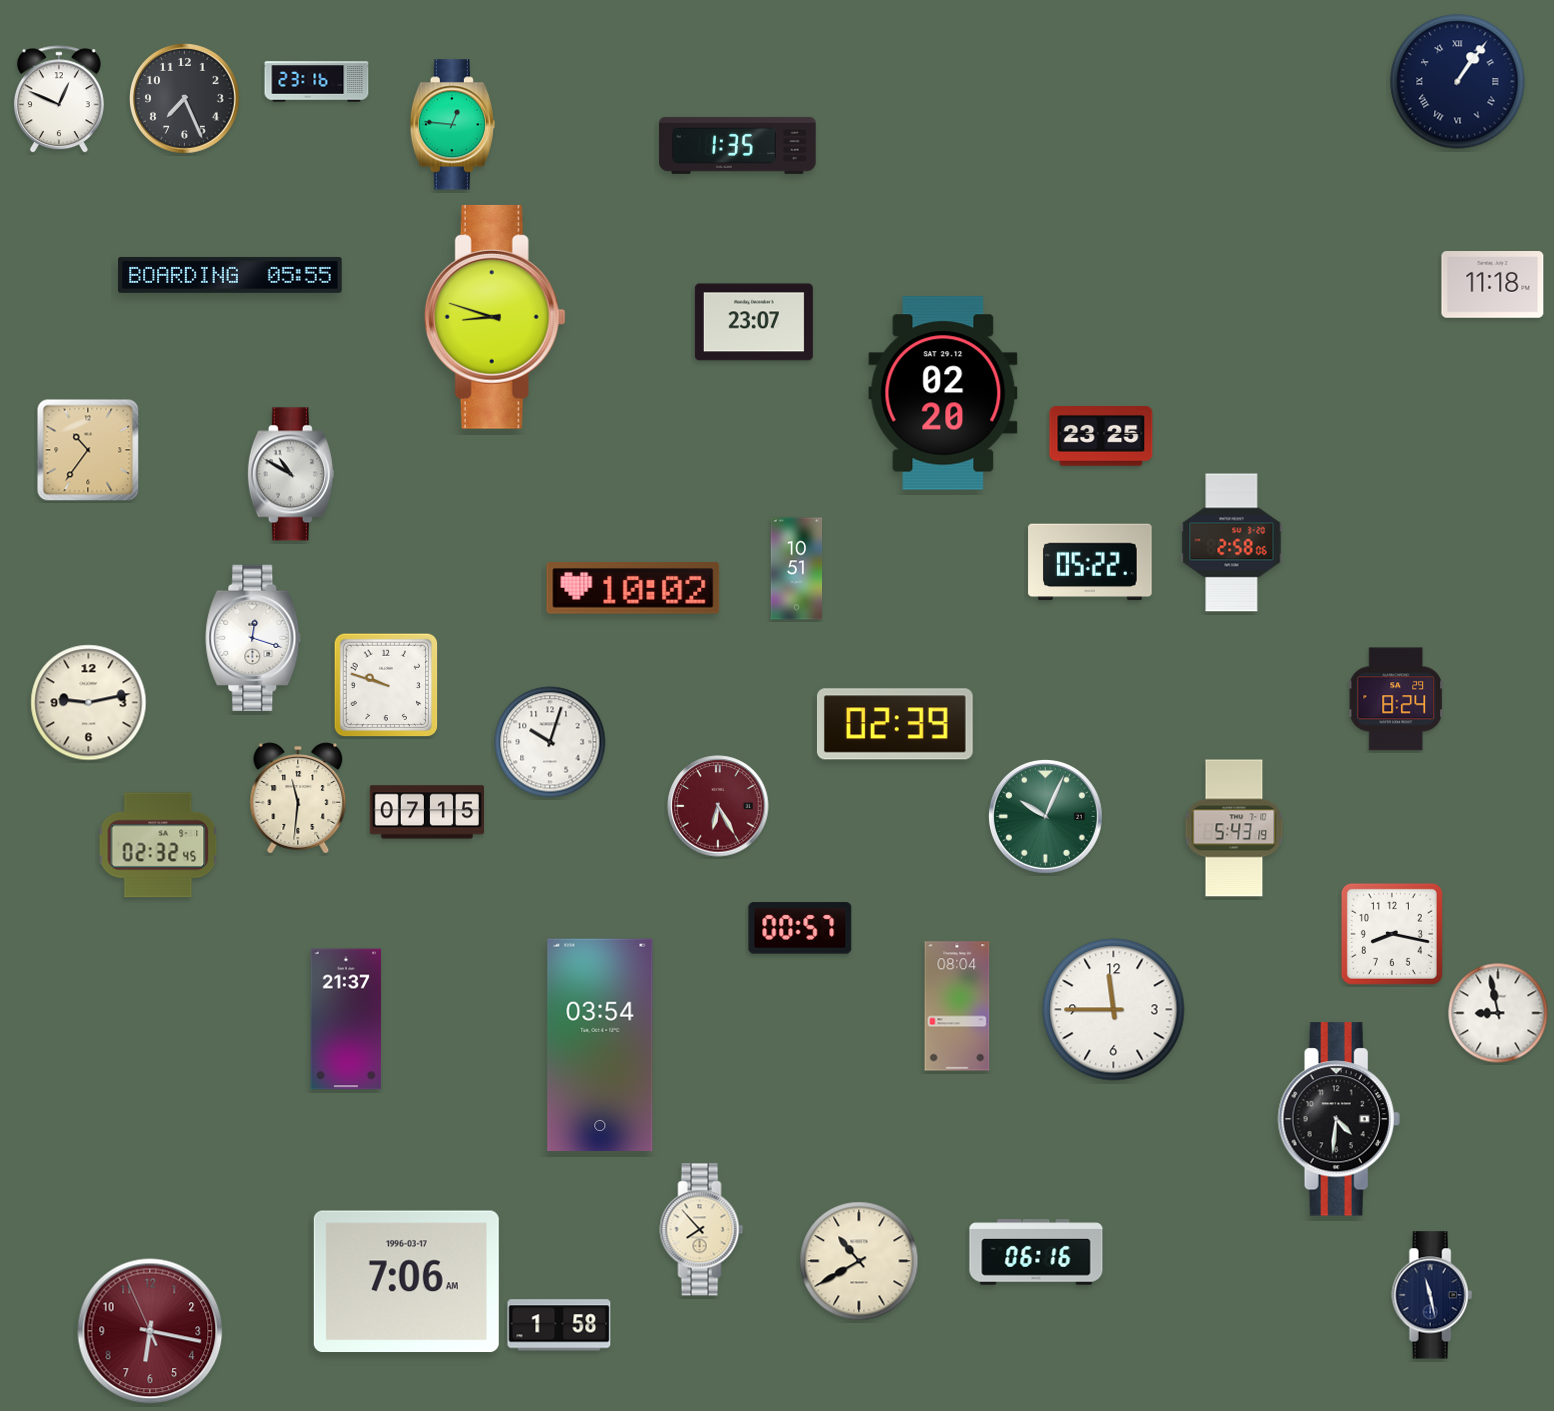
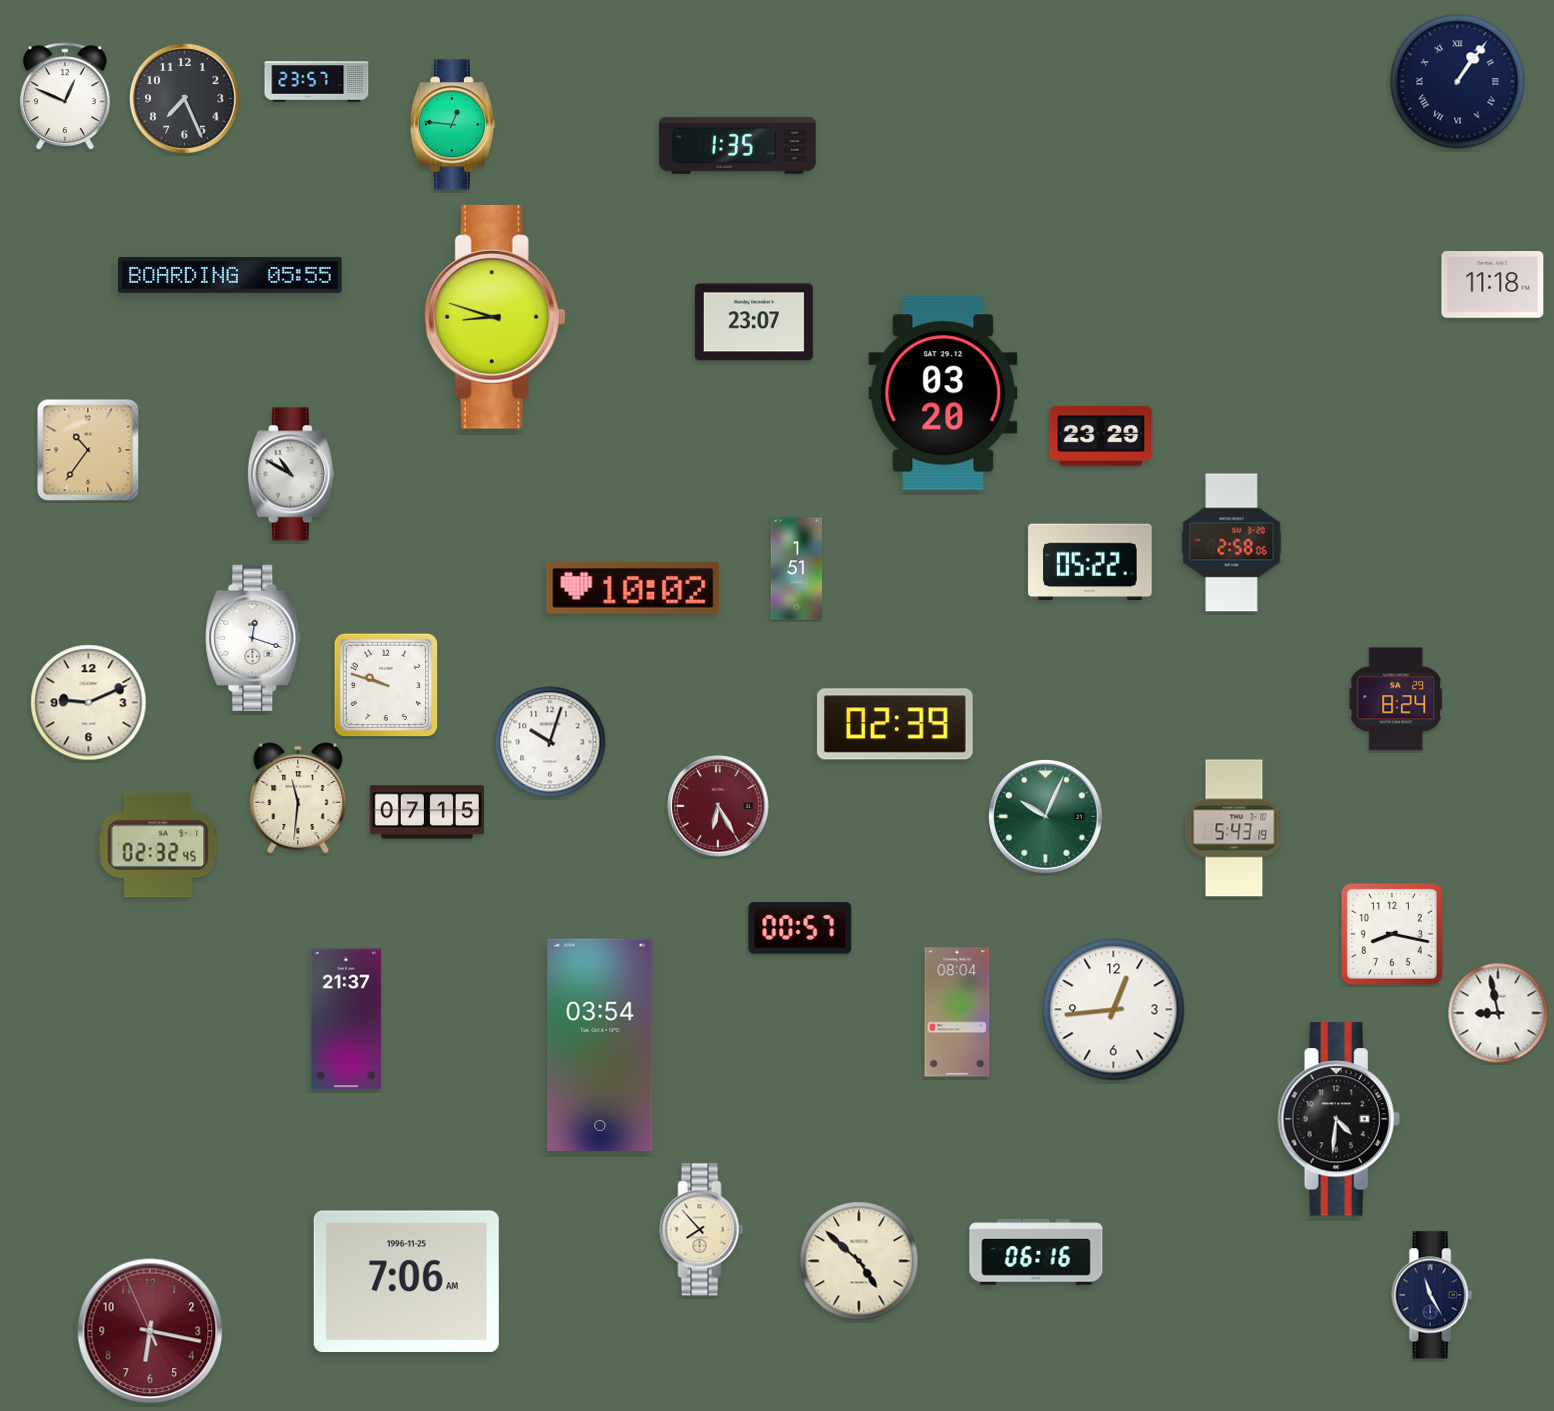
clock at (317, 82): 23:16 -> 23:57
clock at (59, 100) position: (59, 100) -> (65, 97)
clock at (943, 393): 02:20 -> 03:20
clock at (1101, 436): 23:25 -> 23:29
clock at (797, 569): 10:51 -> 1:51
clock at (89, 703): 9:13 -> 9:11
clock at (957, 1006) position: (957, 1006) -> (957, 1012)
clock at (1114, 1010): 11:45 -> 12:44
clock at (859, 1261): 10:40 -> 4:52
clock at (406, 1282) date: 1996-03-17 -> 1996-11-25
clock at (1432, 1295): 11:28 -> 11:25
clock at (559, 1325): 1:58 -> none
